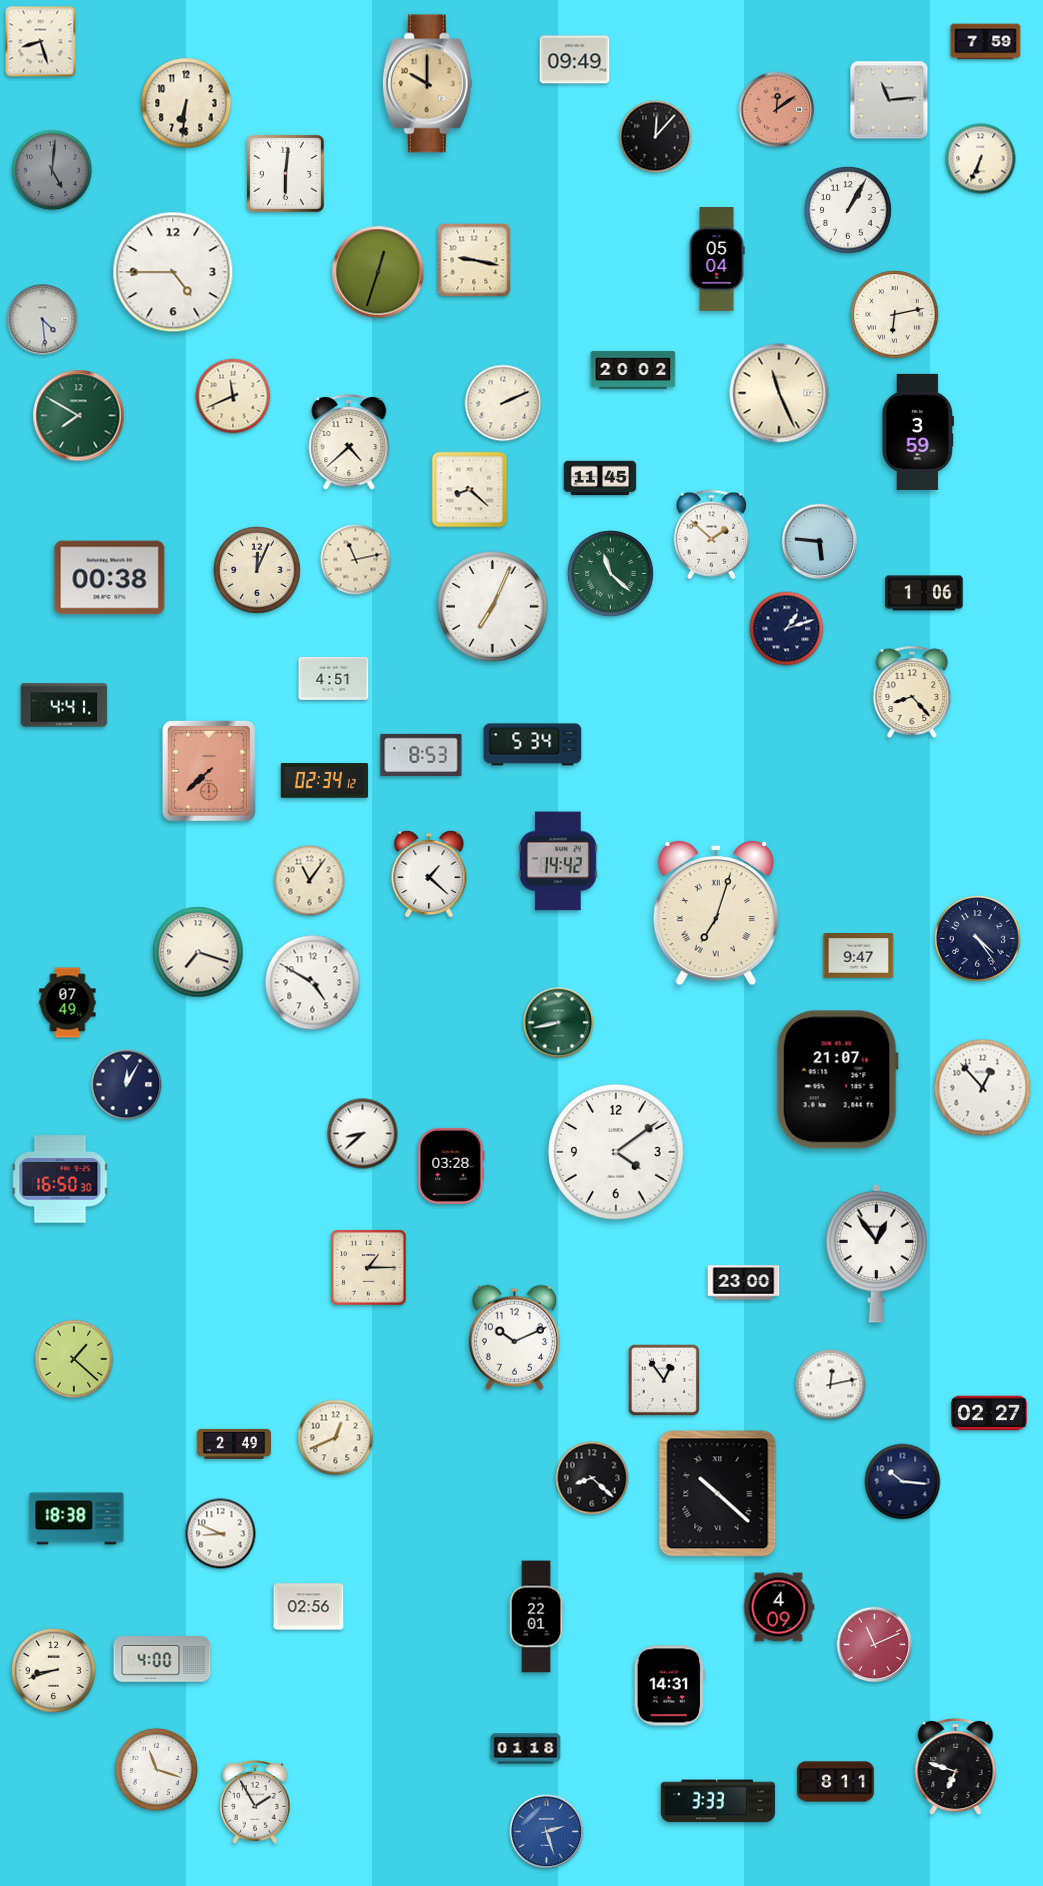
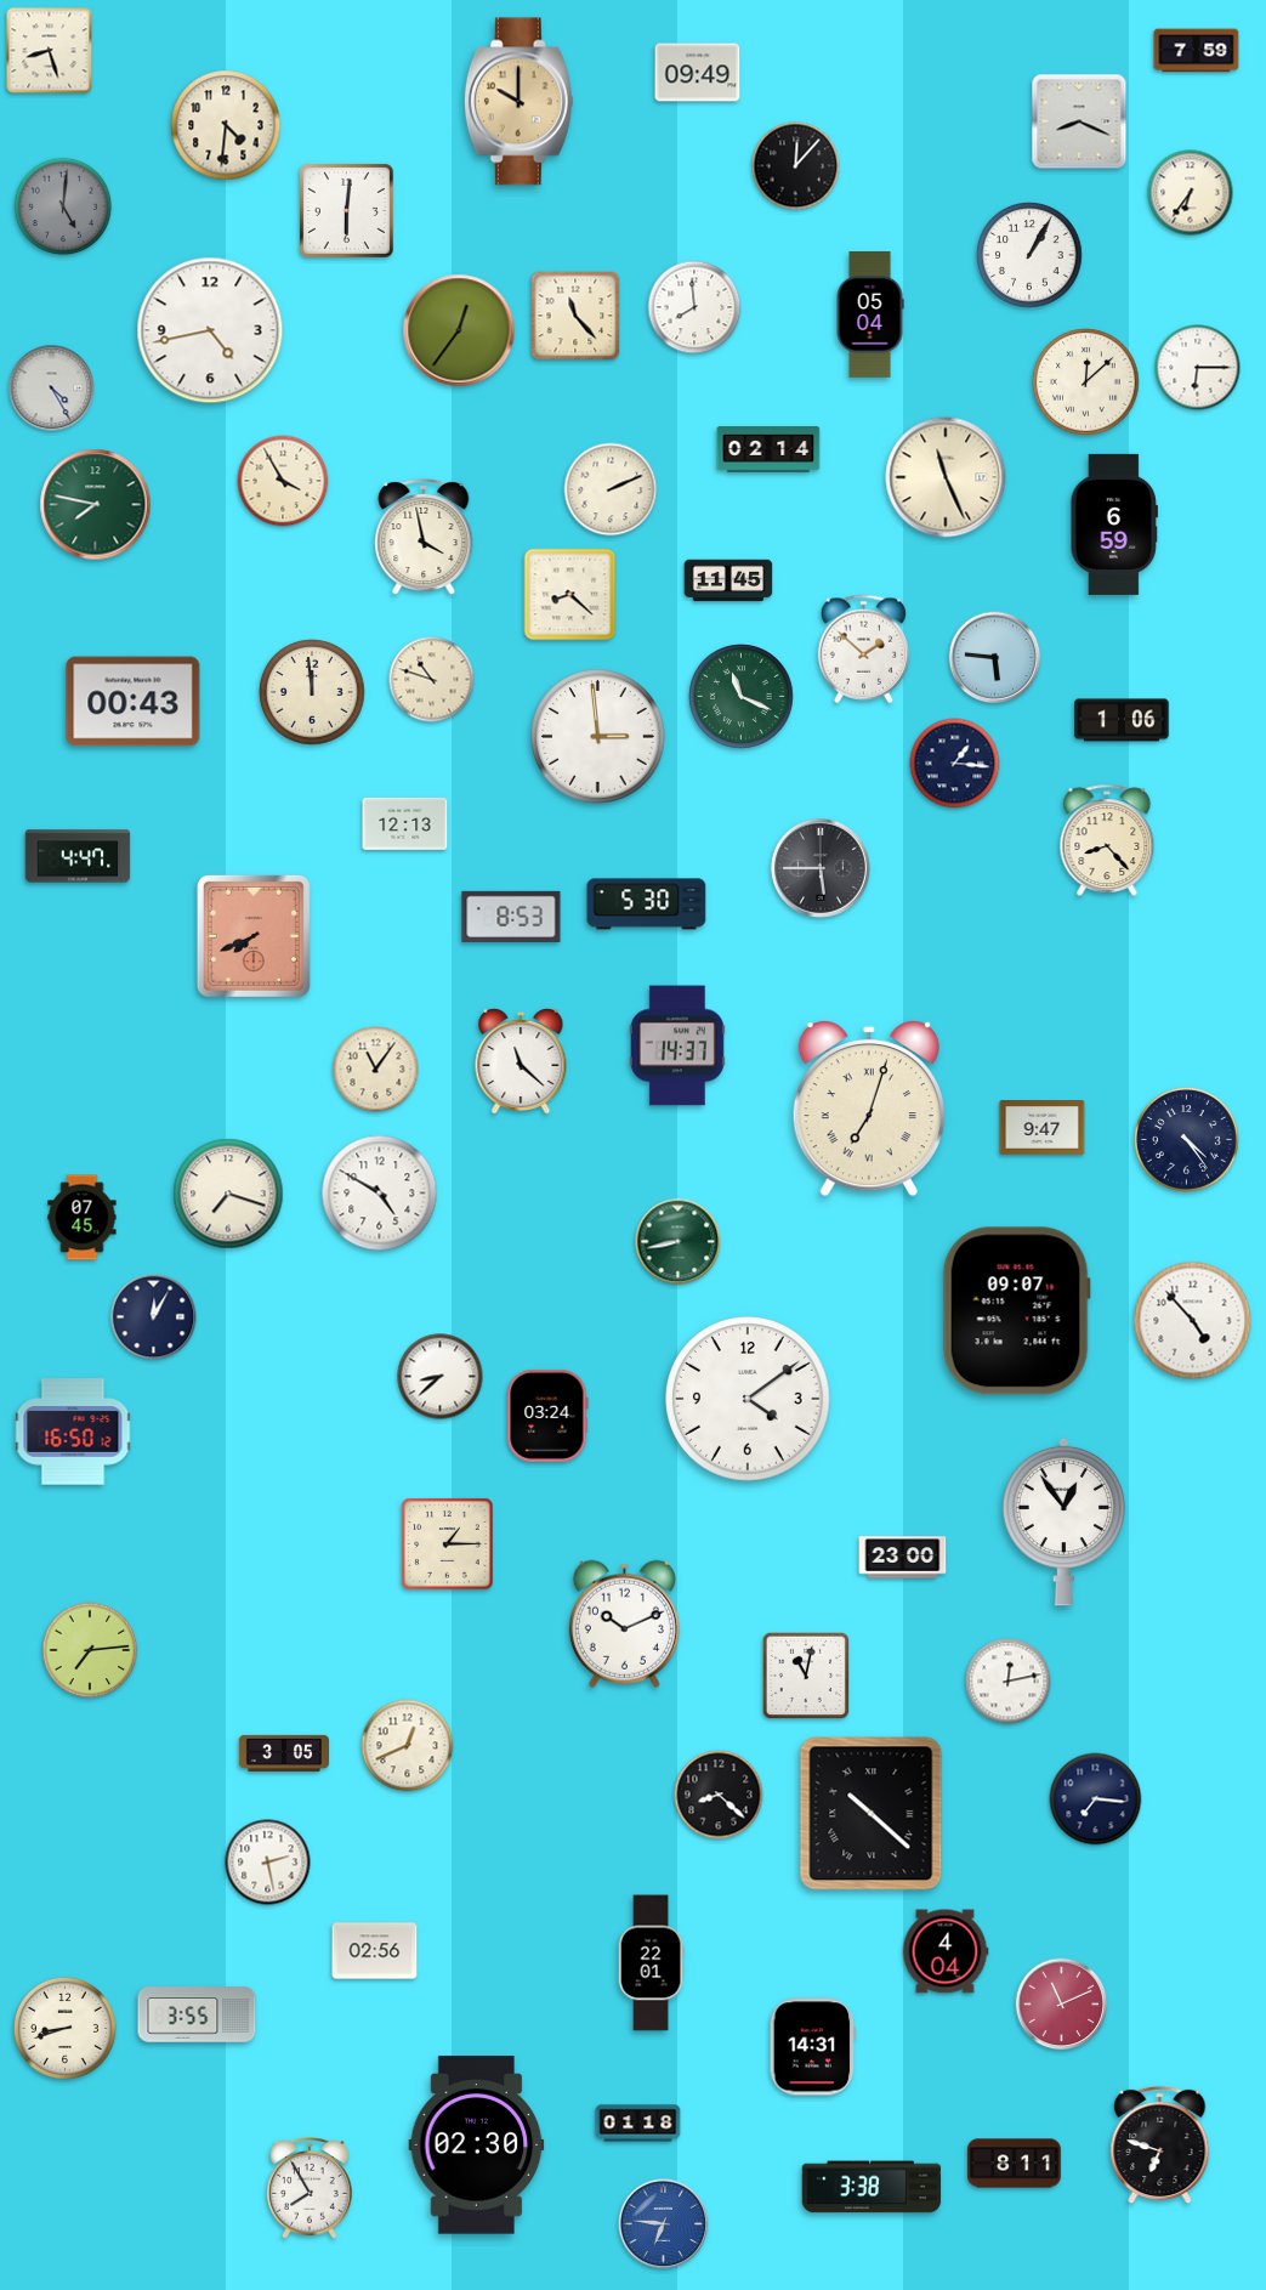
clock at (889, 100): 11:14 -> 8:19
clock at (186, 103): 6:31 -> 4:31
clock at (777, 110): 12:09 -> none
clock at (981, 159): 6:34 -> 6:36
clock at (694, 307): none -> 7:59
clock at (474, 260): 9:17 -> 11:23
clock at (173, 272): 4:45 -> 4:43
clock at (378, 272): 12:33 -> 12:36
clock at (1198, 368): none -> 6:15
clock at (895, 315): 6:13 -> 12:08
clock at (43, 320): 4:29 -> 4:25
clock at (633, 370): 20:02 -> 02:14
clock at (233, 396): 11:41 -> 3:55
clock at (79, 416): 7:50 -> 7:47
clock at (917, 432): 3:59 -> 6:59
clock at (349, 442): 4:38 -> 3:58
clock at (356, 560): 11:13 -> 10:48
clock at (257, 570): 12:04 -> 11:59
clock at (611, 574): 11:22 -> 11:19
clock at (110, 578): 00:38 -> 00:43
clock at (493, 607): 7:04 -> 2:59
clock at (787, 629): 1:12 -> 1:16
clock at (334, 678): 4:51 -> 12:13
clock at (64, 705): 4:41 -> 4:47
clock at (821, 868): none -> 5:45
clock at (533, 745): 5:34 -> 5:30
clock at (209, 771): 7:38 -> 7:41
clock at (325, 781): 02:34 -> none
clock at (558, 861): 14:42 -> 14:37
clock at (429, 873): 1:22 -> 11:22
clock at (198, 952) position: (198, 952) -> (228, 1194)
clock at (859, 956) position: (859, 956) -> (1043, 1128)
clock at (68, 1003): 07:49 -> 07:45
clock at (837, 1080): 21:07 -> 09:07
clock at (983, 1088): 12:53 -> 4:53
clock at (451, 1166): 03:28 -> 03:24
clock at (60, 1179): 16:50:30 -> 16:50:12
clock at (369, 1268) position: (369, 1268) -> (448, 1544)
clock at (74, 1359): 1:22 -> 7:14
clock at (663, 1379): 12:54 -> 11:02
clock at (989, 1413): 02:27 -> none
clock at (233, 1444): 2:49 -> 3:05
clock at (903, 1482): 10:16 -> 7:16
clock at (77, 1519): 18:38 -> none
clock at (221, 1534): 8:49 -> 2:28
clock at (779, 1607): 4:09 -> 4:04
clock at (875, 1645) position: (875, 1645) -> (1062, 2005)
clock at (162, 1659): 4:00 -> 3:55
clock at (477, 2146): none -> 02:30
clock at (156, 1769): 11:18 -> none
clock at (718, 1801): 3:33 -> 3:38
clock at (255, 1803): 1:55 -> 7:55
clock at (547, 1832): 2:27 -> 6:46
